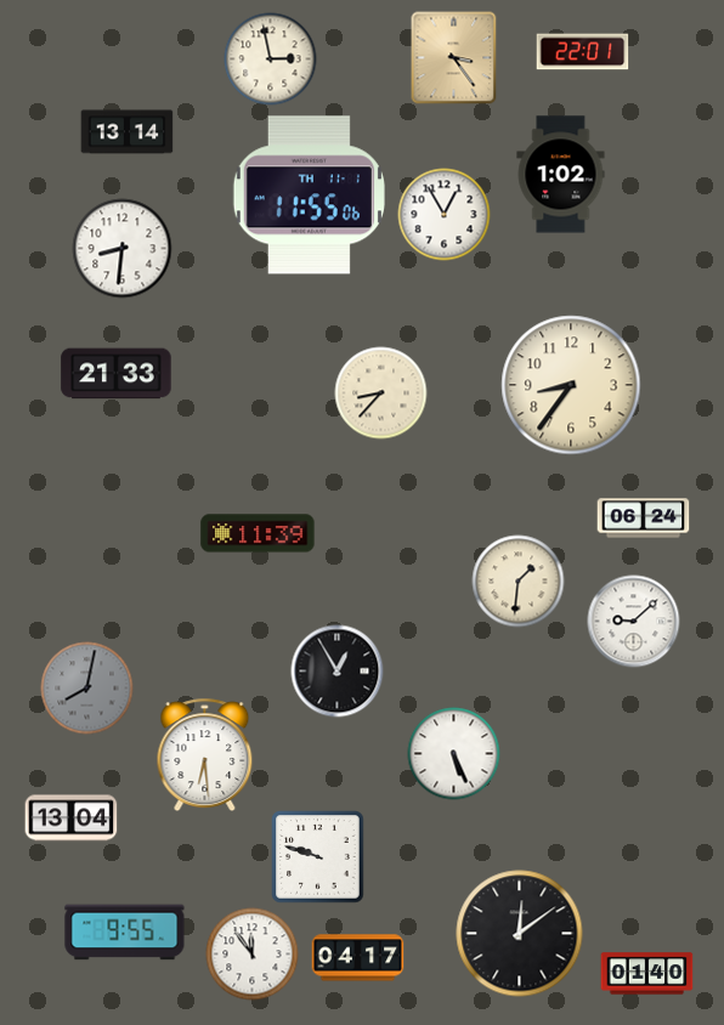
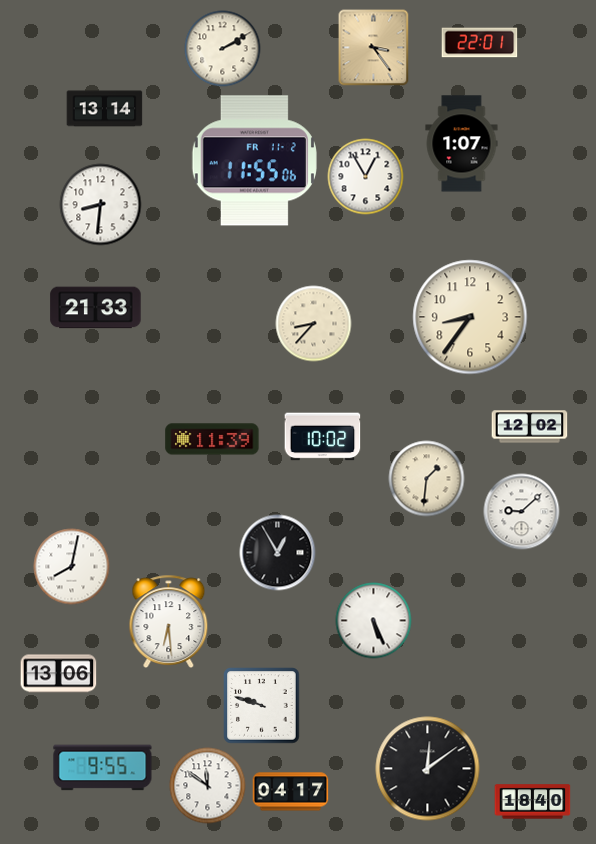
clock at (271, 60): 2:58 -> 2:10
clock at (561, 175): 1:02 -> 1:07
clock at (309, 196) date: TH 11-1 -> FR 11-2
clock at (644, 519): 06:24 -> 12:02
clock at (323, 437): none -> 10:02
clock at (87, 689) dial: grey -> white
clock at (72, 819): 13:04 -> 13:06
clock at (253, 955): 11:54 -> 11:51
clock at (358, 958) position: (358, 958) -> (291, 792)
clock at (647, 974): 01:40 -> 18:40
